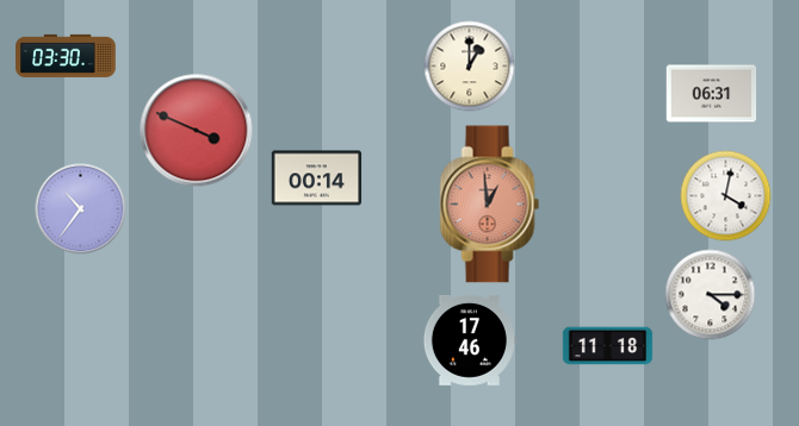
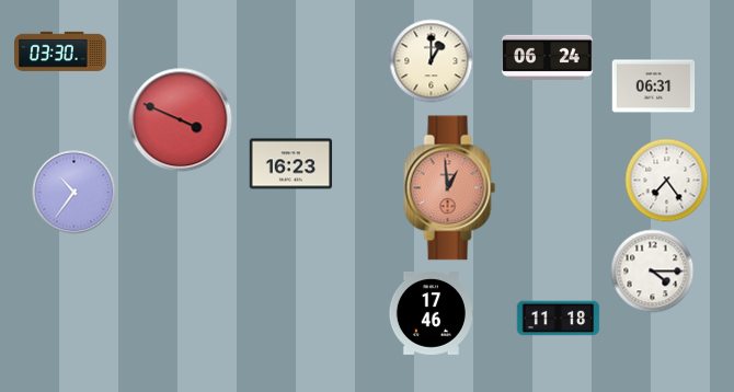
clock at (548, 57): none -> 06:24
clock at (317, 178): 00:14 -> 16:23
clock at (726, 196): 4:02 -> 7:24
